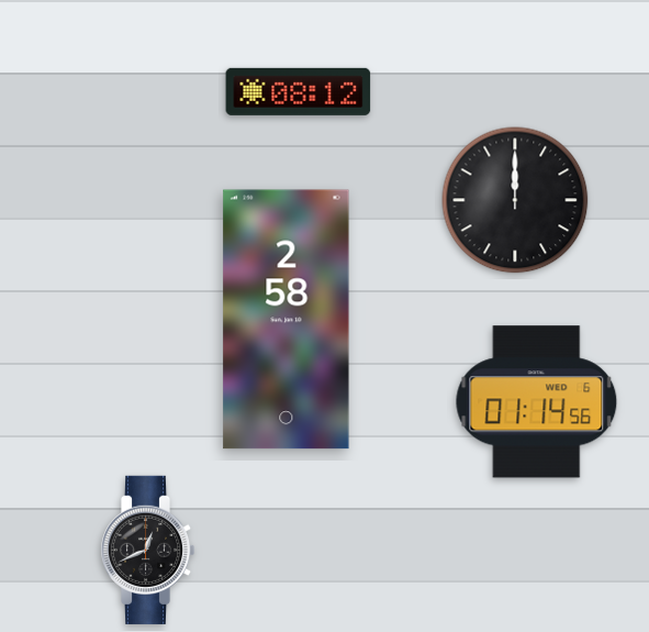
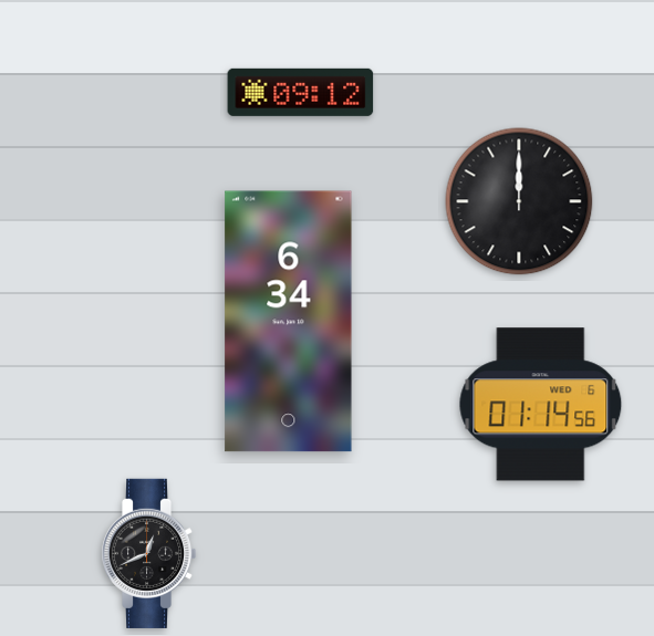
clock at (299, 91): 08:12 -> 09:12
clock at (287, 320): 2:58 -> 6:34
